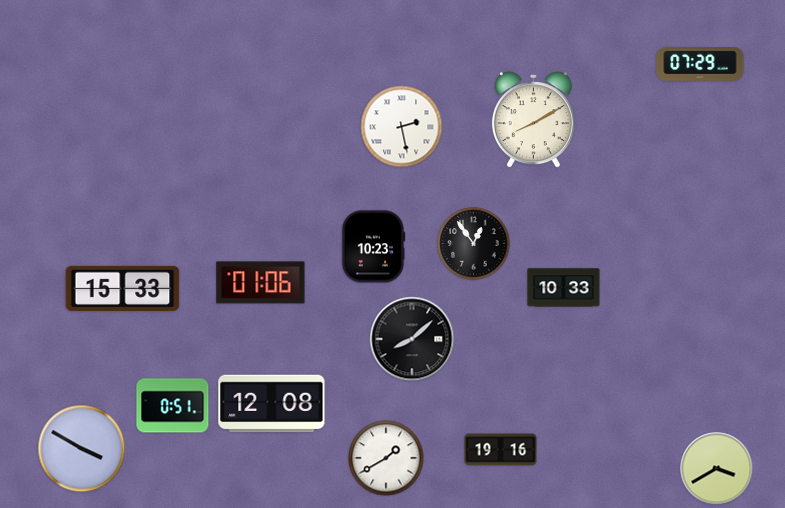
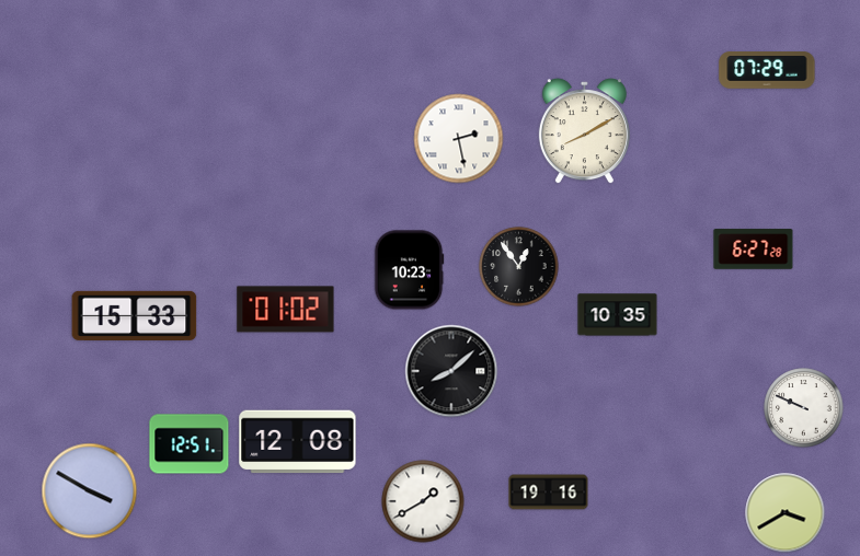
clock at (402, 127) position: (402, 127) -> (459, 139)
clock at (754, 250): none -> 6:27
clock at (261, 283): 01:06 -> 01:02
clock at (564, 288): 10:33 -> 10:35
clock at (804, 408): none -> 9:49
clock at (173, 406): 0:51 -> 12:51
